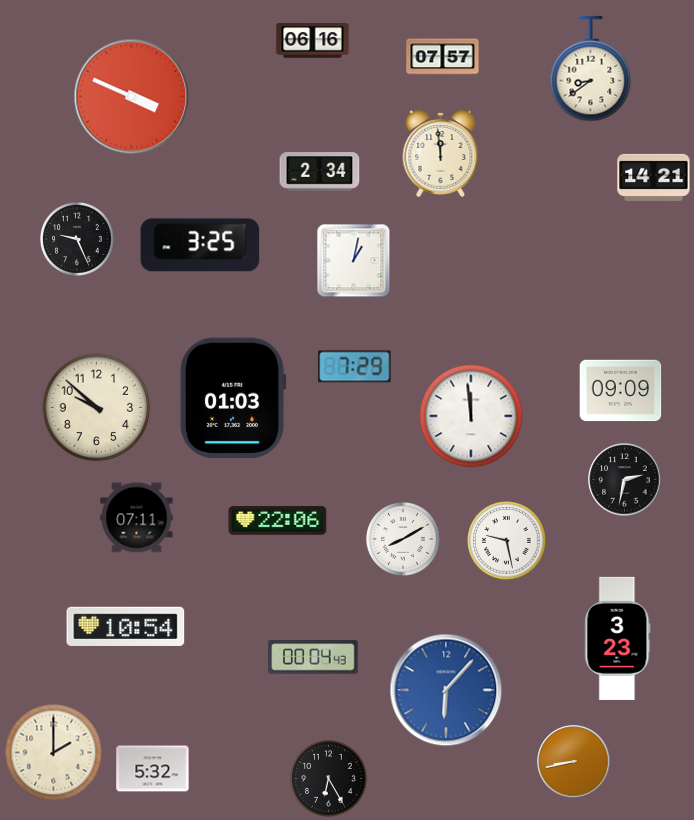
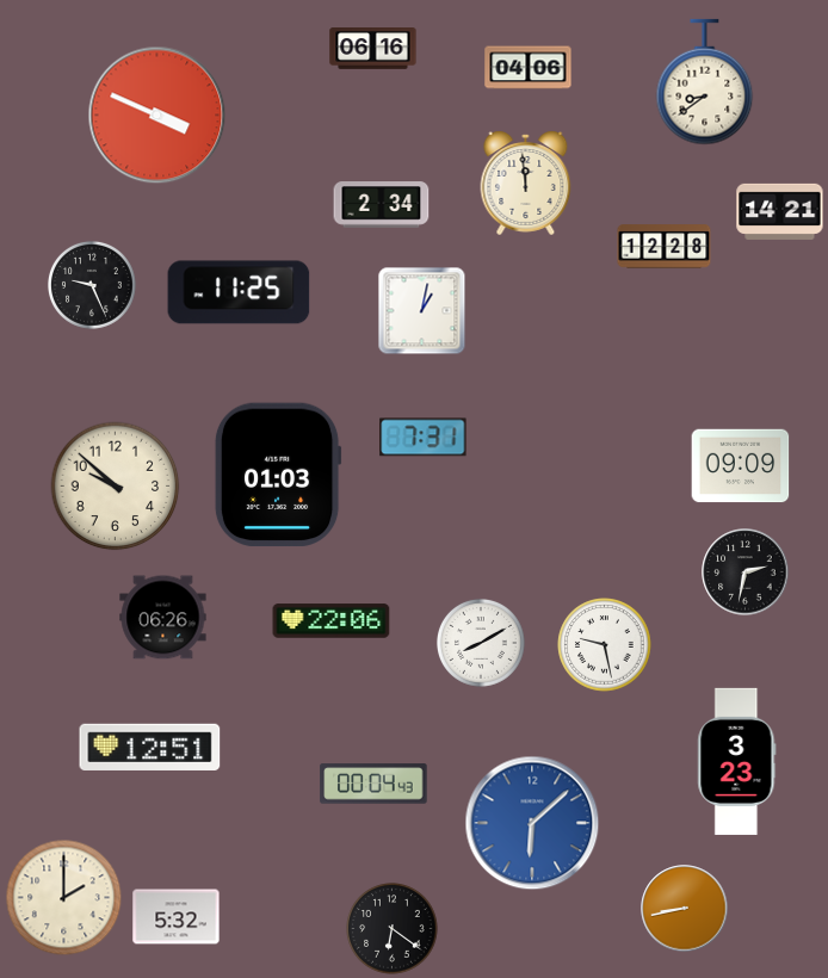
clock at (443, 57): 07:57 -> 04:06
clock at (665, 247): none -> 12:28
clock at (200, 245): 3:25 -> 11:25
clock at (355, 367): 7:29 -> 7:31
clock at (471, 416): 11:59 -> none
clock at (137, 518): 07:11 -> 06:26
clock at (126, 626): 10:54 -> 12:51
clock at (446, 690): 6:07 -> 6:08
clock at (153, 769) position: (153, 769) -> (177, 917)
clock at (329, 779): 6:25 -> 6:21
